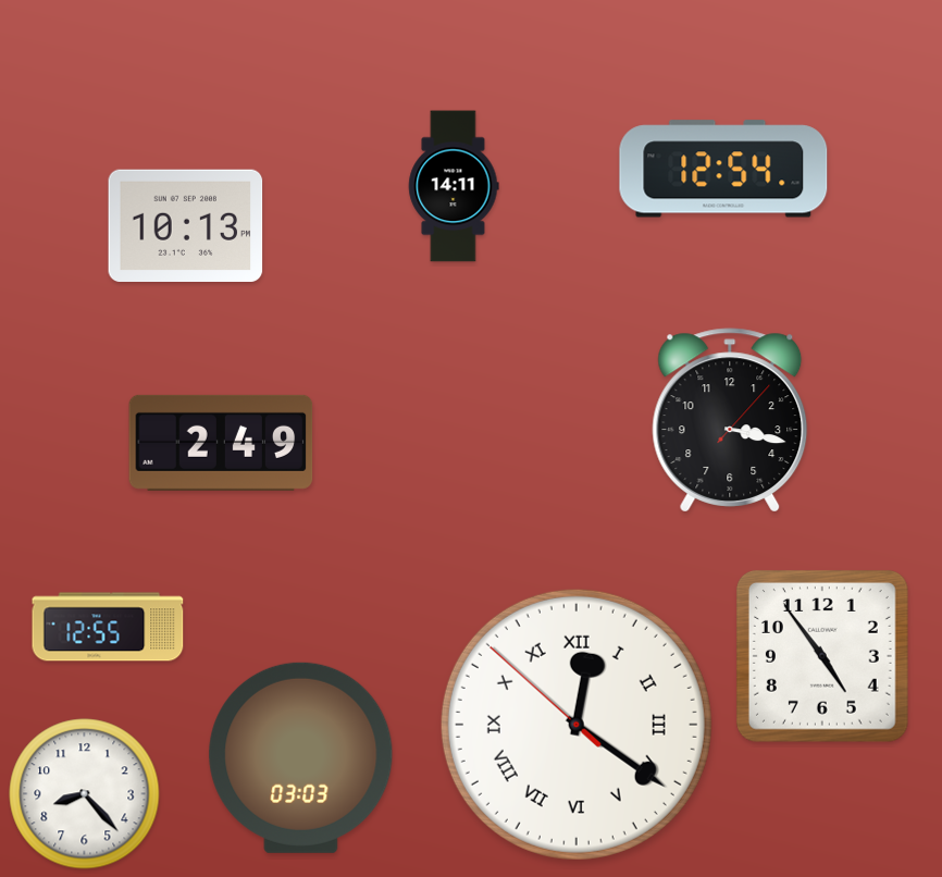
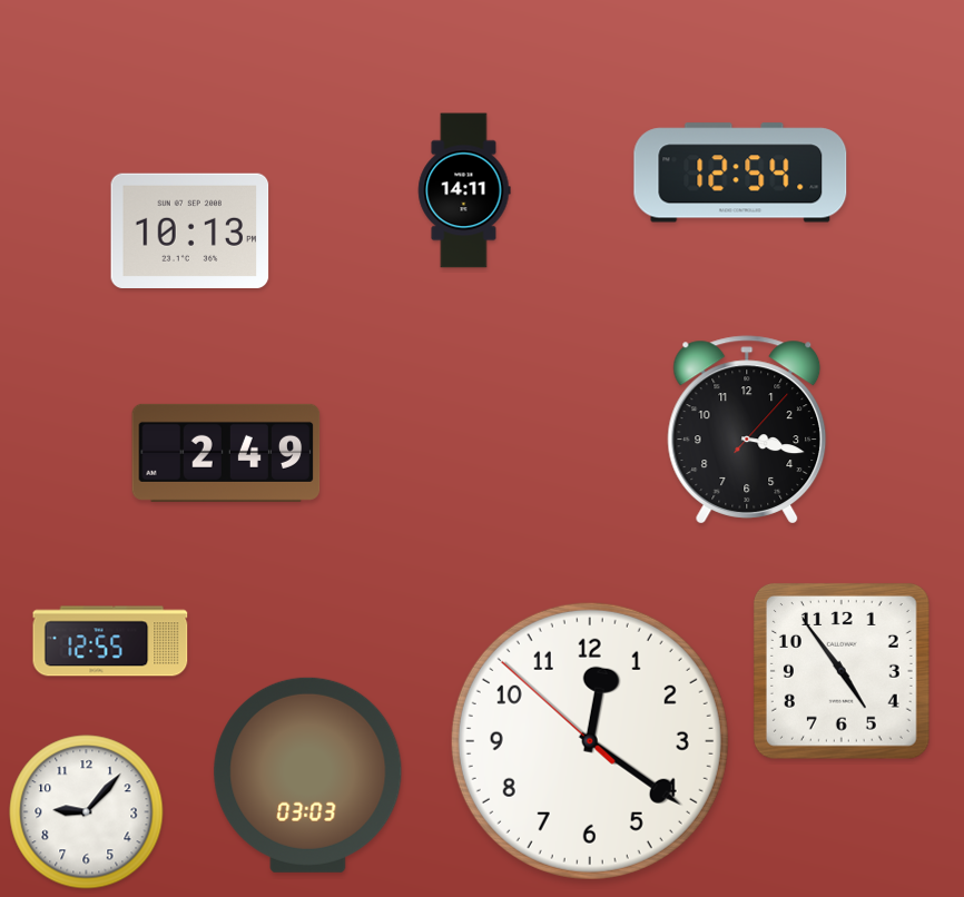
clock at (577, 725) numerals: Roman -> Arabic
clock at (85, 794): 8:23 -> 9:07
